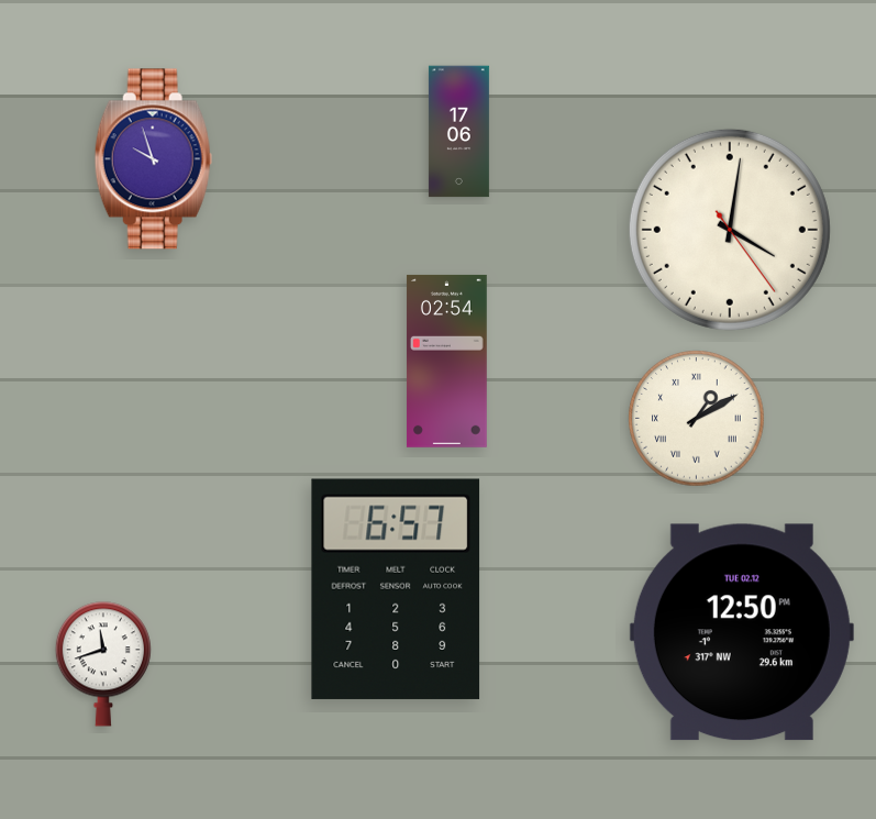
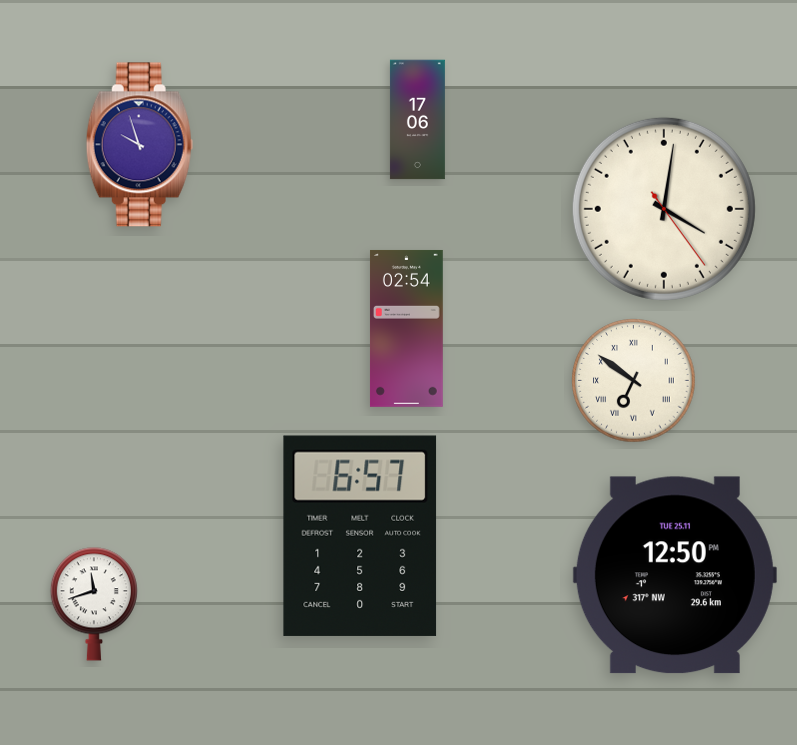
clock at (697, 419): 1:10 -> 6:51
clock at (742, 632) date: TUE 02.12 -> TUE 25.11
